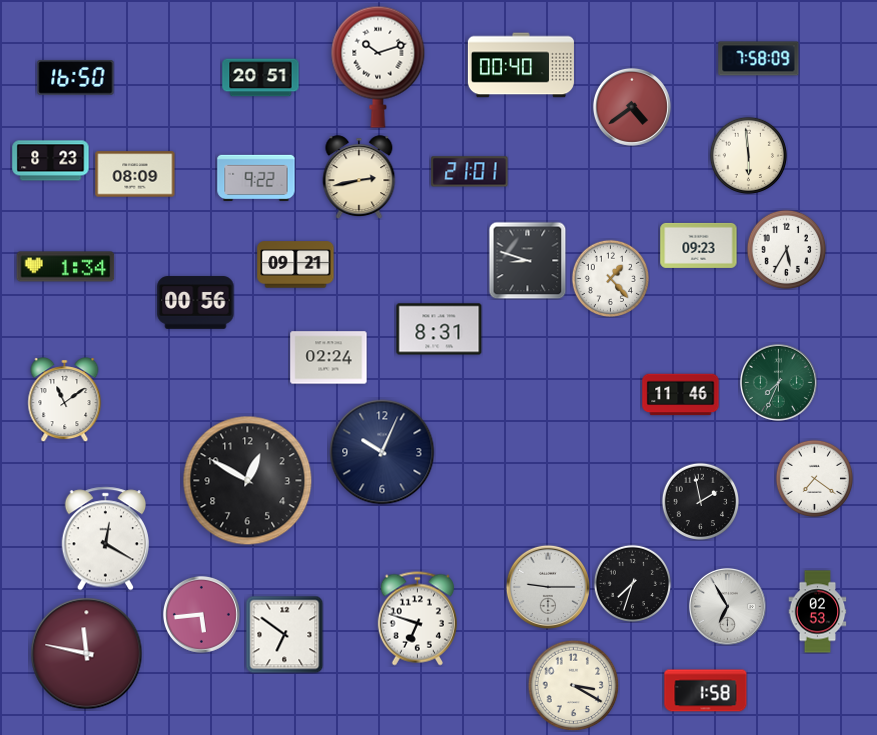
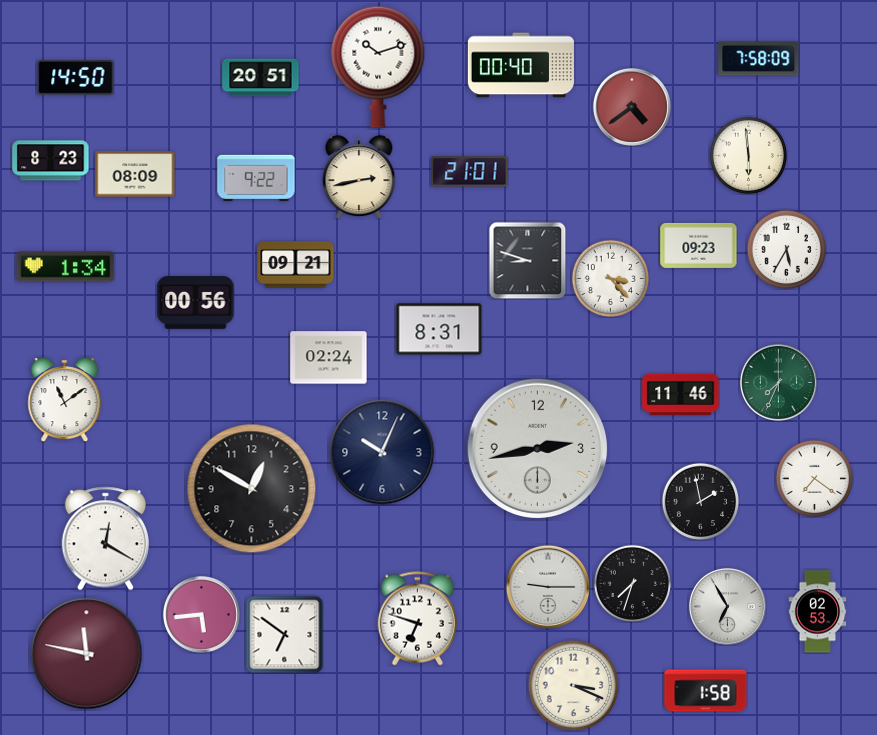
clock at (76, 78): 16:50 -> 14:50
clock at (610, 278): 1:23 -> 3:23
clock at (537, 448): none -> 2:43
clock at (248, 481) position: (248, 481) -> (252, 489)
clock at (573, 685): 3:20 -> 3:19
